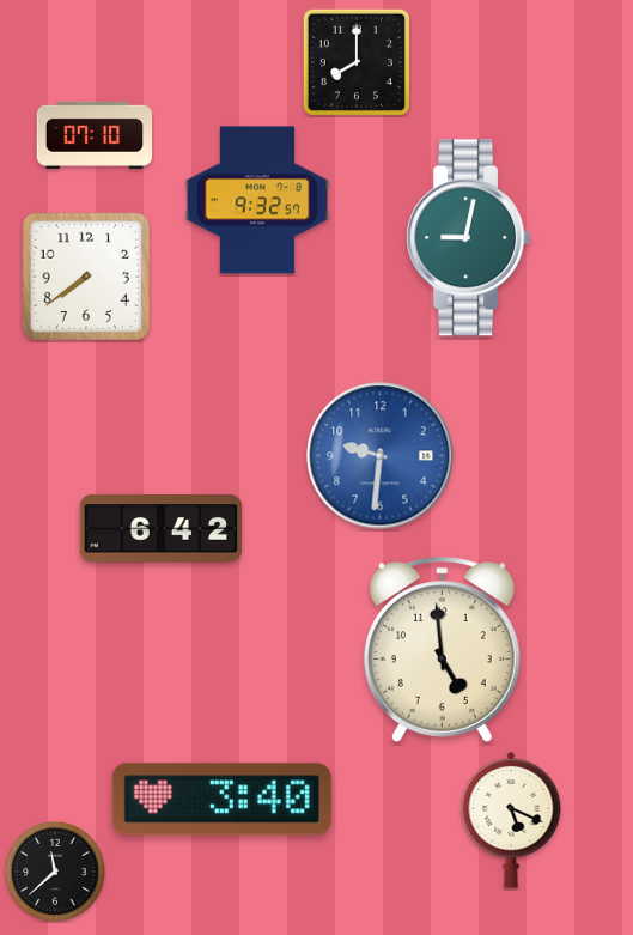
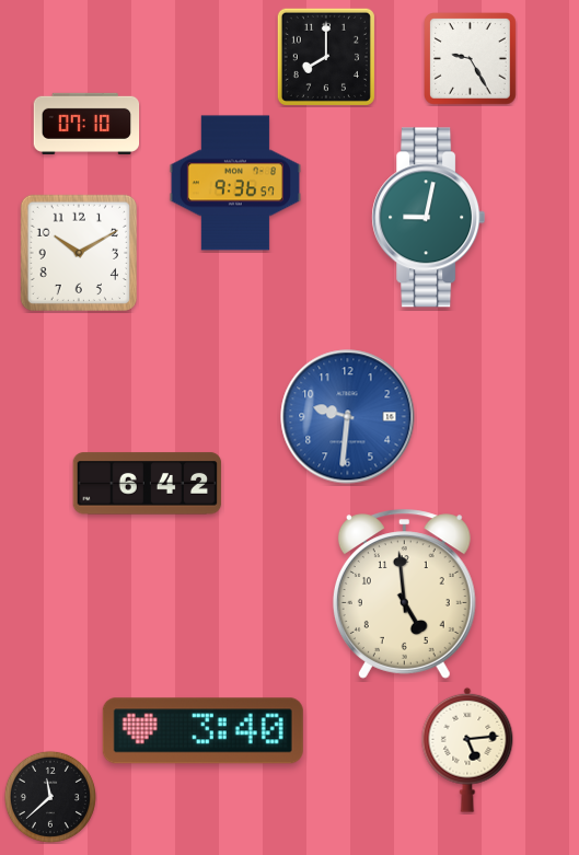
clock at (471, 59): none -> 9:25
clock at (257, 200): 9:32 -> 9:36
clock at (86, 277): 7:39 -> 10:10
clock at (511, 820): 5:19 -> 5:14
